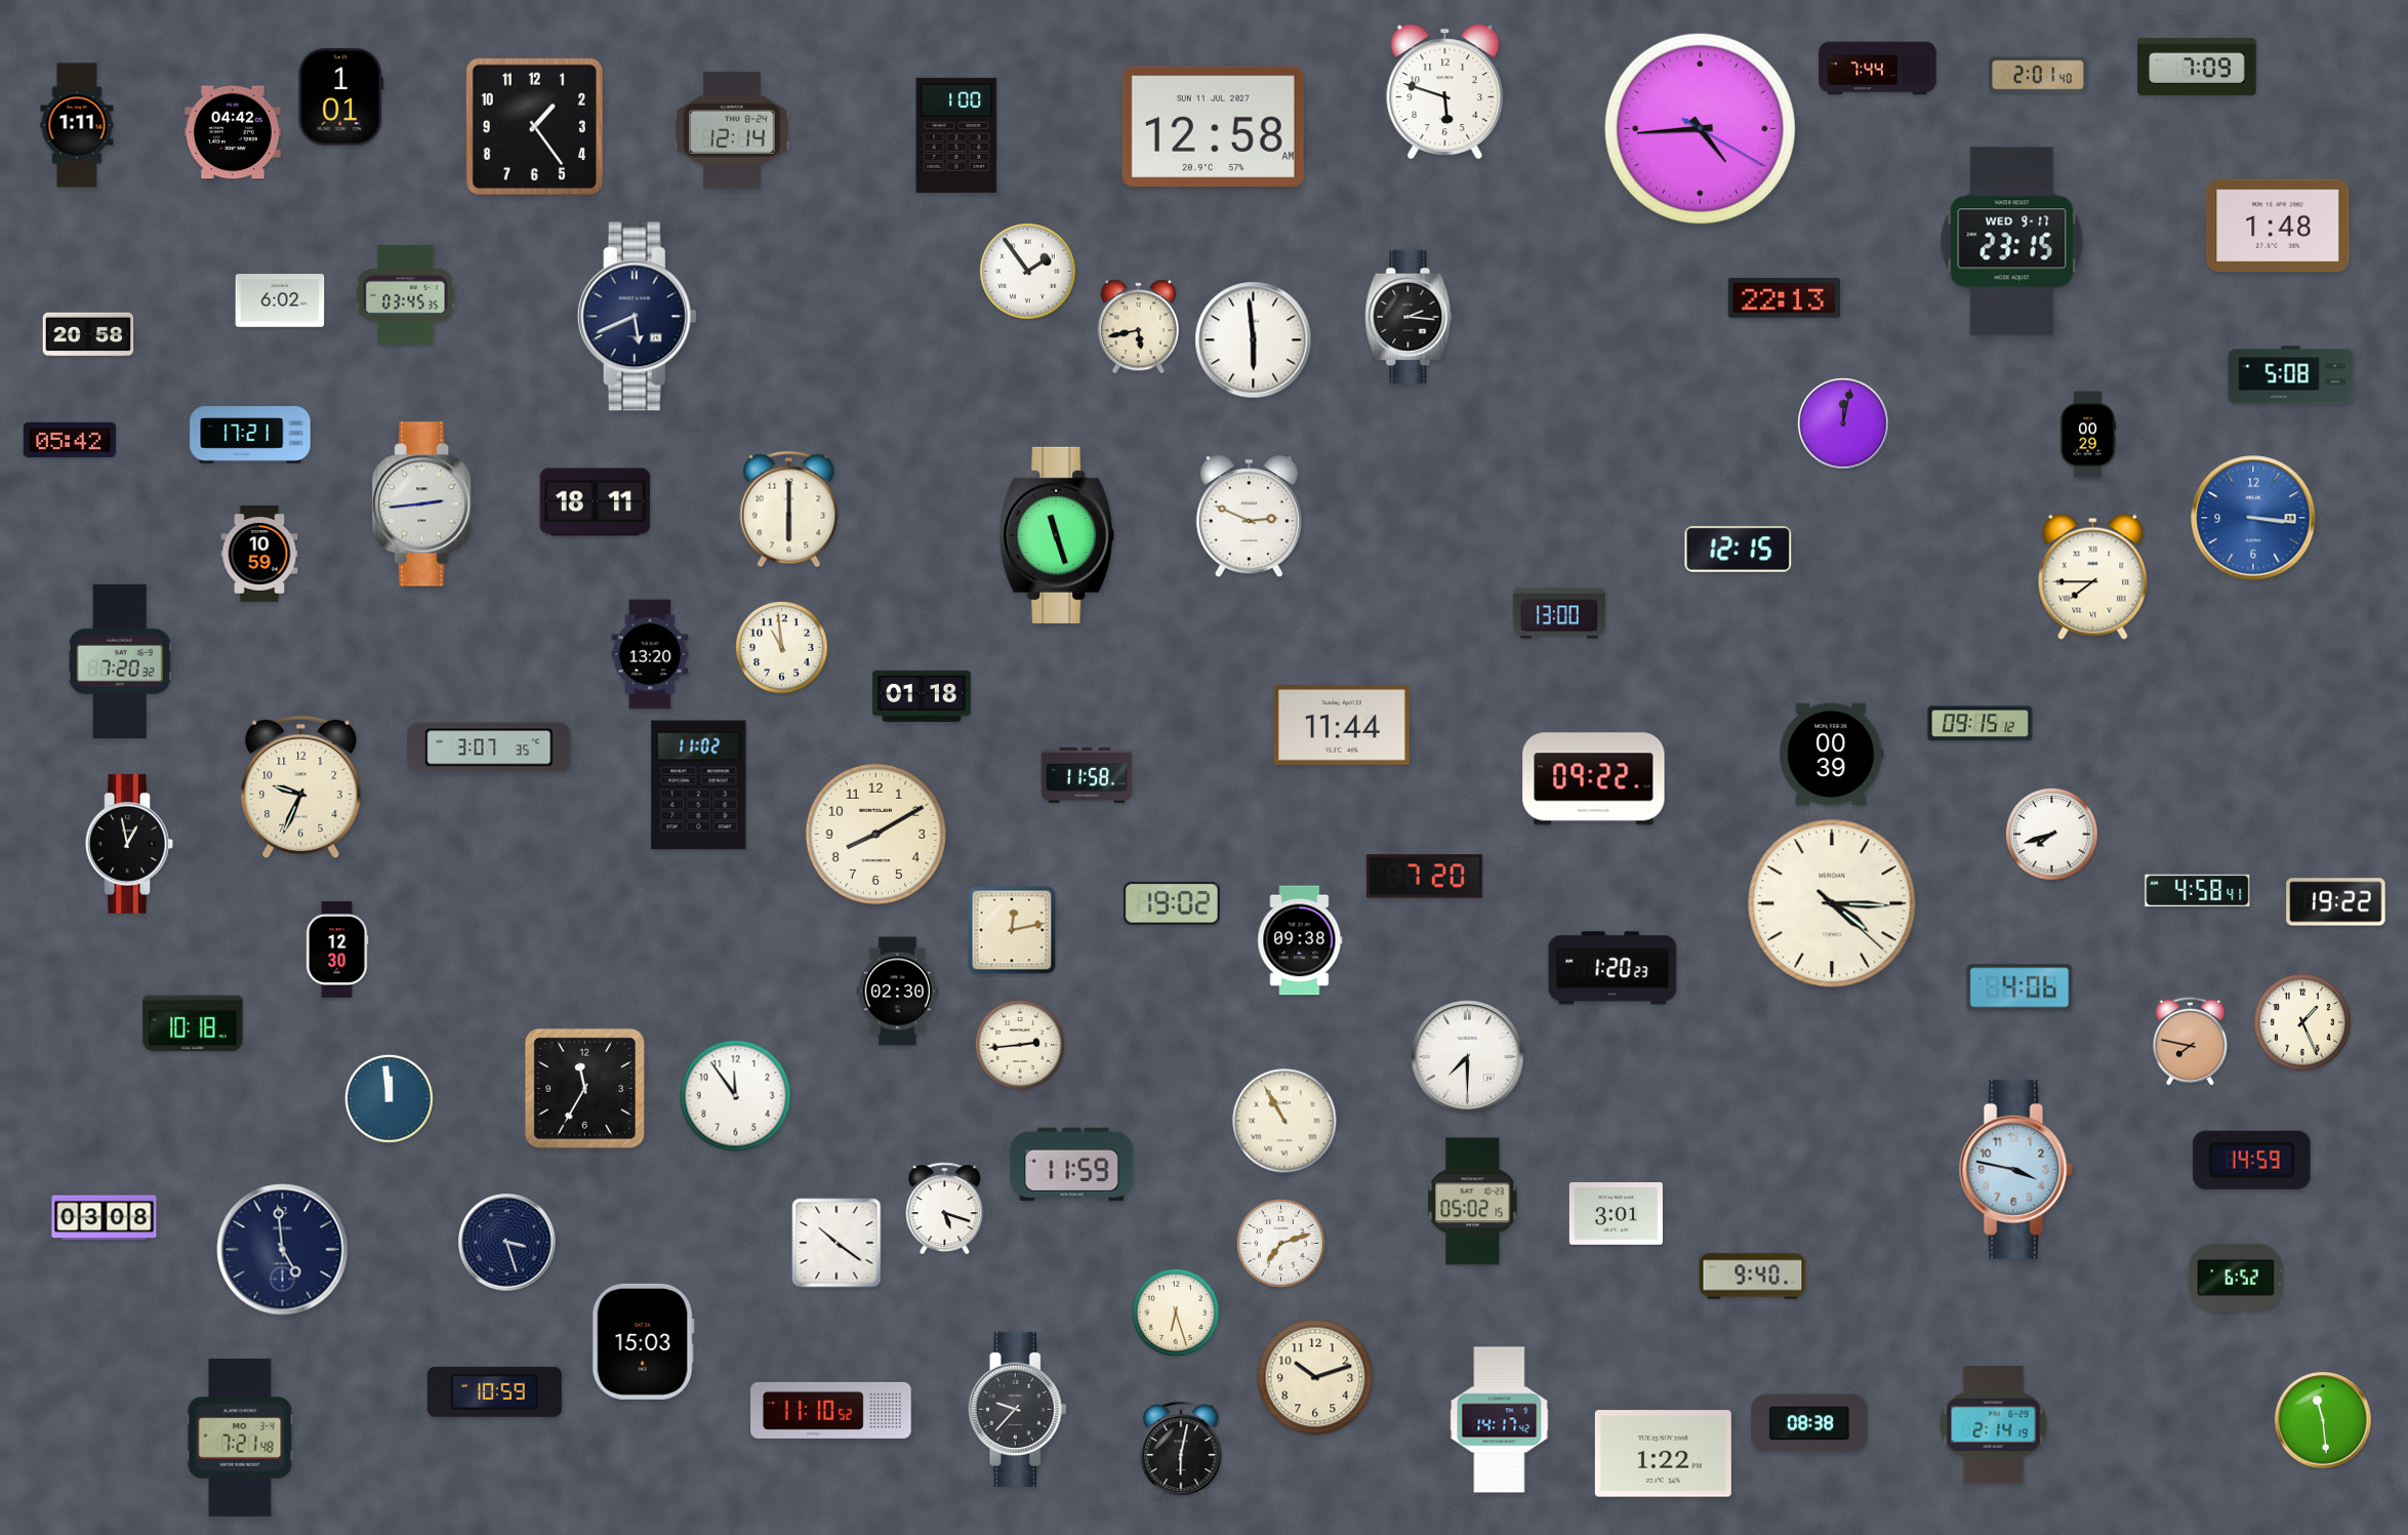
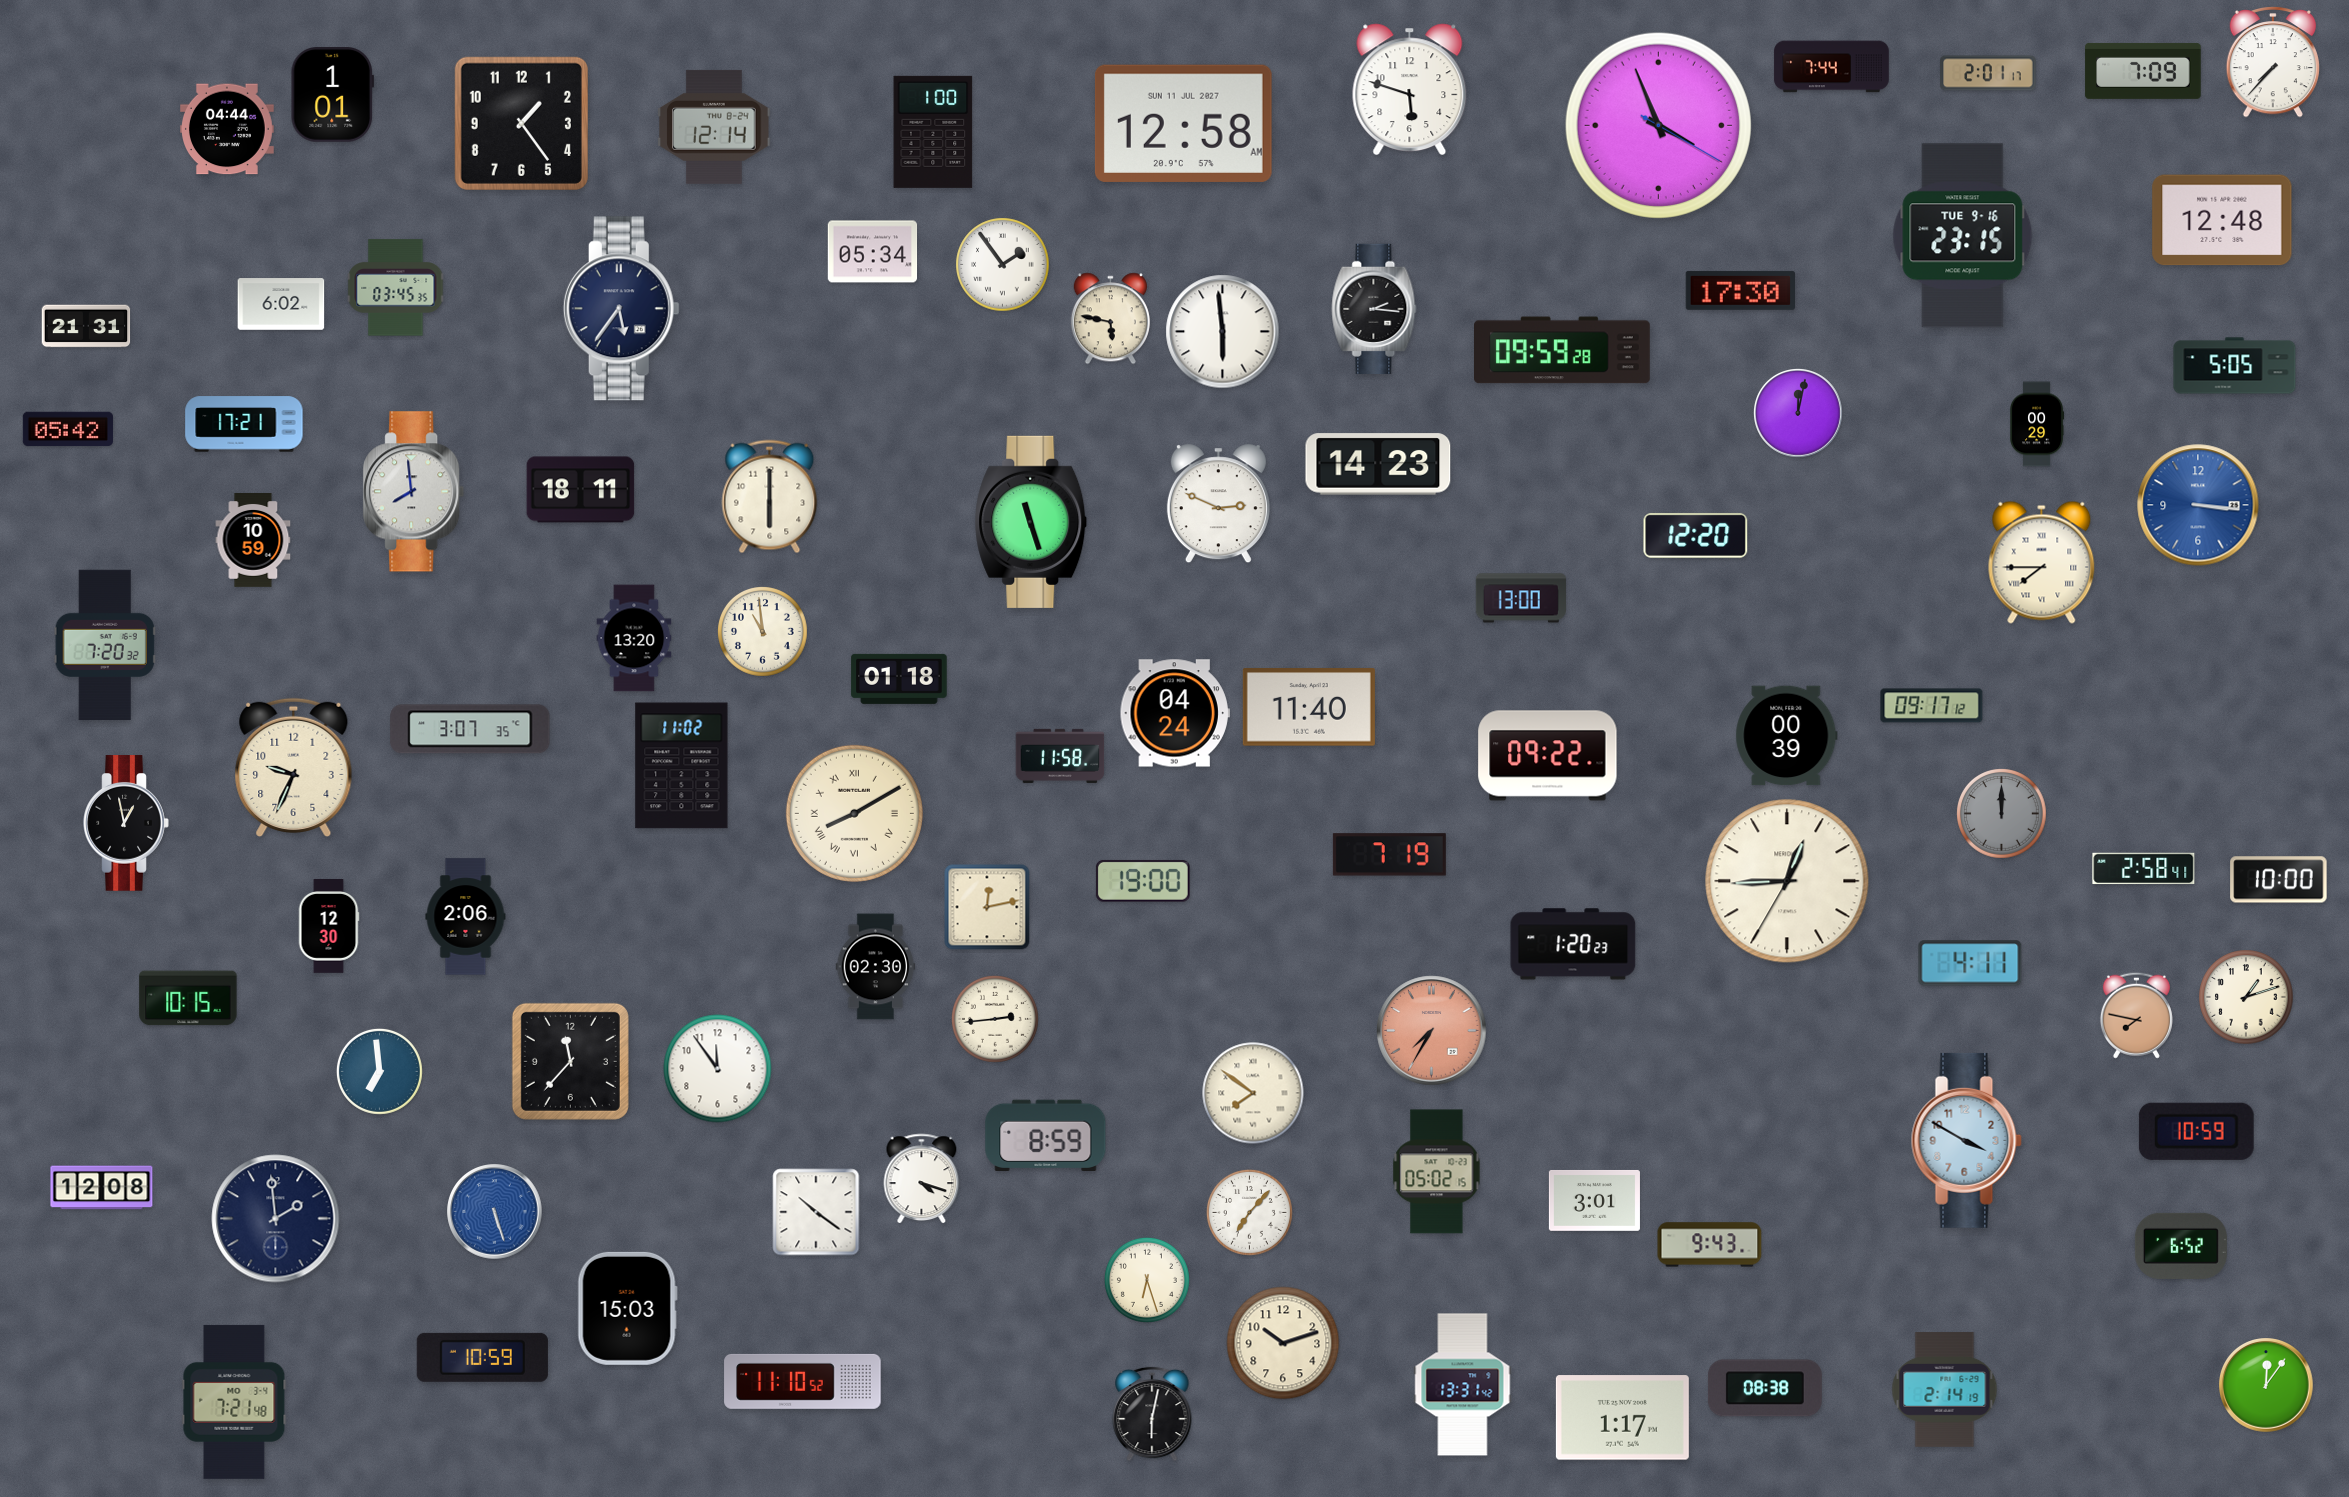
clock at (2273, 63): none -> 7:37
clock at (2197, 67) position: (2197, 67) -> (2143, 71)
clock at (2038, 75): 2:01:40 -> 2:01:17
clock at (77, 125): 1:11 -> none
clock at (1700, 128): 4:44 -> 3:56
clock at (234, 132): 04:42 -> 04:44
clock at (2278, 226): 1:48 -> 12:48
clock at (2012, 242) date: WED 9-17 -> TUE 9-16
clock at (873, 252): none -> 05:34
clock at (1784, 297): 22:13 -> 17:30
clock at (280, 300) position: (280, 300) -> (281, 304)
clock at (637, 317): 5:41 -> 5:36
clock at (1138, 327): 5:43 -> 5:47
clock at (88, 334): 20:58 -> 21:31
clock at (1563, 350): none -> 09:59
clock at (2291, 375): 5:08 -> 5:05
clock at (1378, 464): none -> 14:23
clock at (424, 504): 2:44 -> 7:59
clock at (1739, 549): 12:15 -> 12:20
clock at (120, 660) position: (120, 660) -> (105, 644)
clock at (1981, 724): 09:15 -> 09:17
clock at (1342, 725): 11:44 -> 11:40
clock at (1175, 713): none -> 04:24
clock at (489, 748) position: (489, 748) -> (470, 729)
clock at (1594, 779) position: (1594, 779) -> (1548, 756)
clock at (875, 834) numerals: Arabic -> Roman
clock at (2052, 835): 7:42 -> 12:00
clock at (2052, 835) dial: white -> grey
clock at (1424, 877): 7:20 -> 7:19
clock at (2198, 891): 4:58 -> 2:58
clock at (2336, 902): 19:22 -> 10:00
clock at (1172, 903): 19:02 -> 19:00
clock at (1832, 903): 4:15 -> 12:44
clock at (466, 917): none -> 2:06
clock at (1300, 940): 09:38 -> none
clock at (2019, 987): 4:06 -> 4:11
clock at (2302, 1022): 1:26 -> 1:12
clock at (193, 1023): 10:18 -> 10:15
clock at (1468, 1057): 7:30 -> 7:35
clock at (1468, 1057) dial: white -> salmon
clock at (584, 1088): 11:35 -> 11:37
clock at (389, 1098): 11:59 -> 6:59
clock at (1284, 1121): 10:55 -> 7:51
clock at (2251, 1160): 14:59 -> 10:59
clock at (1072, 1164): 11:59 -> 8:59
clock at (2015, 1169): 3:47 -> 3:50
clock at (945, 1209): 5:18 -> 4:18
clock at (1616, 1213) position: (1616, 1213) -> (1594, 1200)
clock at (105, 1218): 03:08 -> 12:08
clock at (507, 1243): 3:27 -> 5:27
clock at (507, 1243) dial: navy -> blue
clock at (1280, 1243): 7:12 -> 7:07
clock at (283, 1250): 4:59 -> 1:59
clock at (1753, 1277): 9:40 -> 9:43
clock at (1018, 1409): 9:37 -> none
clock at (831, 1410) position: (831, 1410) -> (803, 1381)
clock at (1500, 1420): 14:17 -> 13:31
clock at (2323, 1420): 11:29 -> 12:06
clock at (1663, 1454): 1:22 -> 1:17
